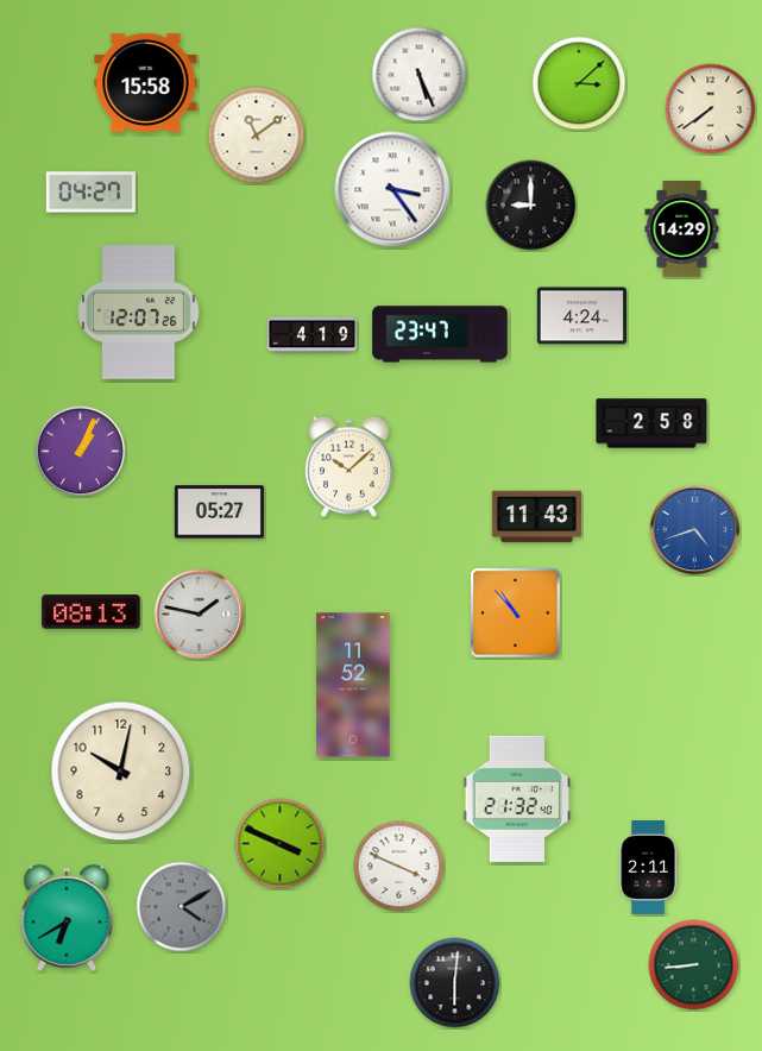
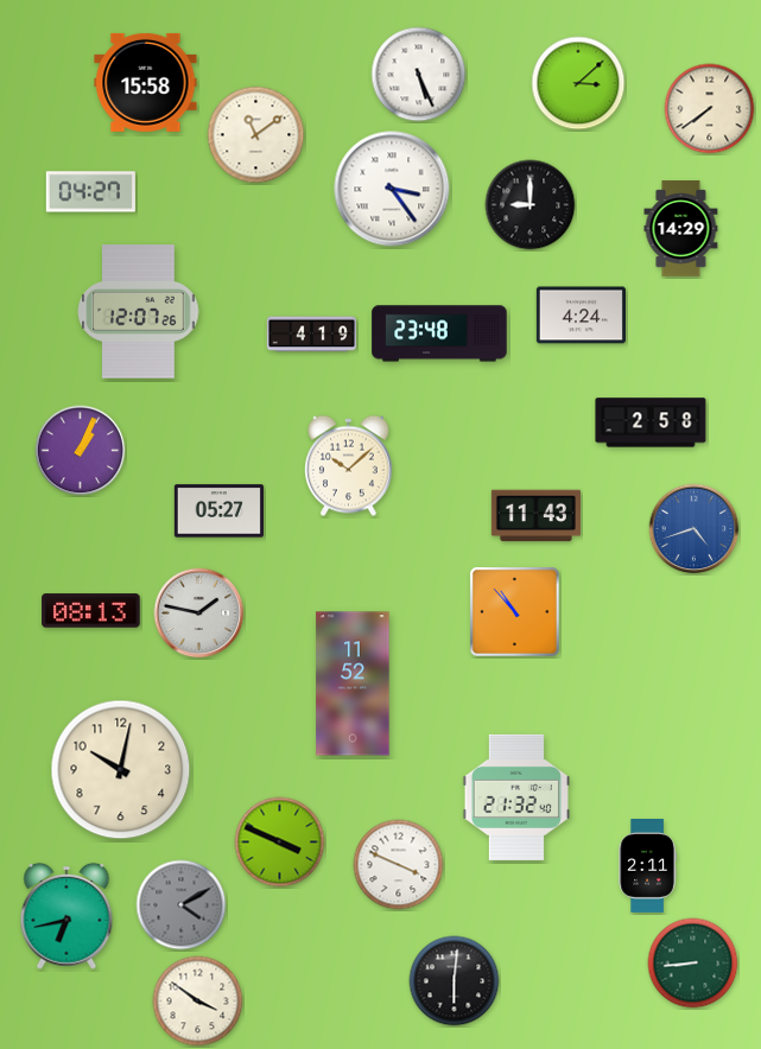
clock at (440, 334): 23:47 -> 23:48
clock at (67, 918): 6:40 -> 6:43
clock at (198, 1002): none -> 3:51
